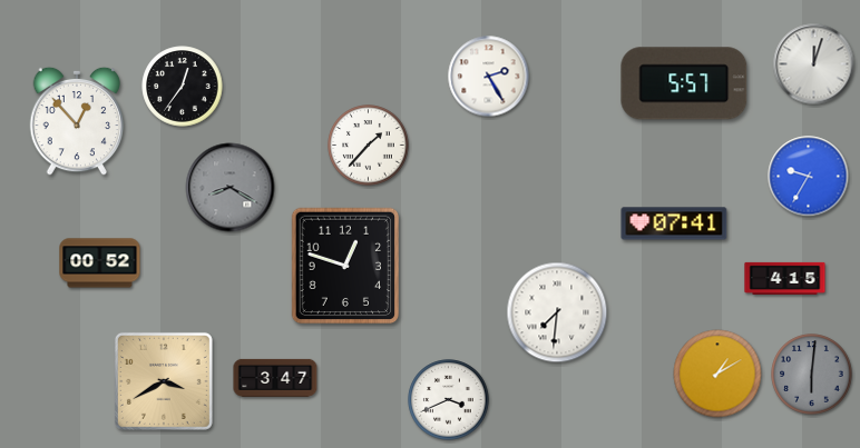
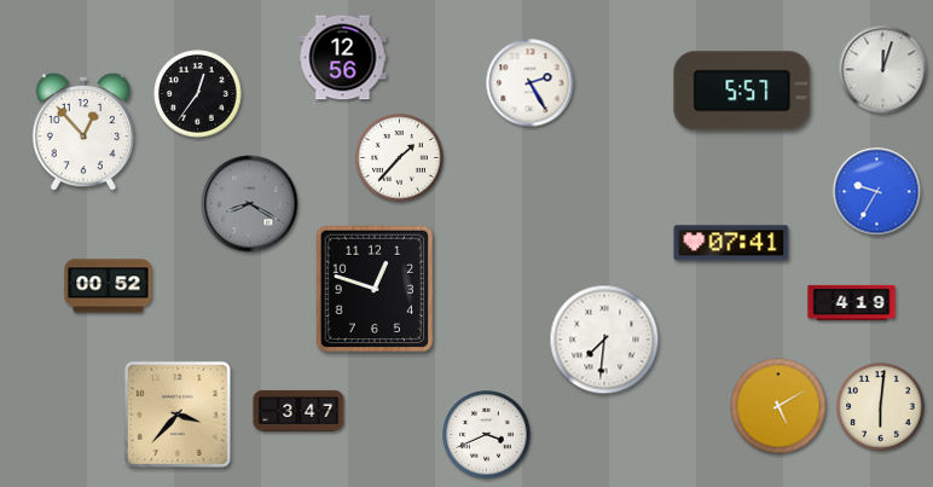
clock at (343, 58): none -> 12:56
clock at (785, 278): 4:15 -> 4:19
clock at (717, 374): 1:10 -> 5:10
clock at (812, 375) dial: grey -> cream
clock at (164, 381): 3:40 -> 3:37
